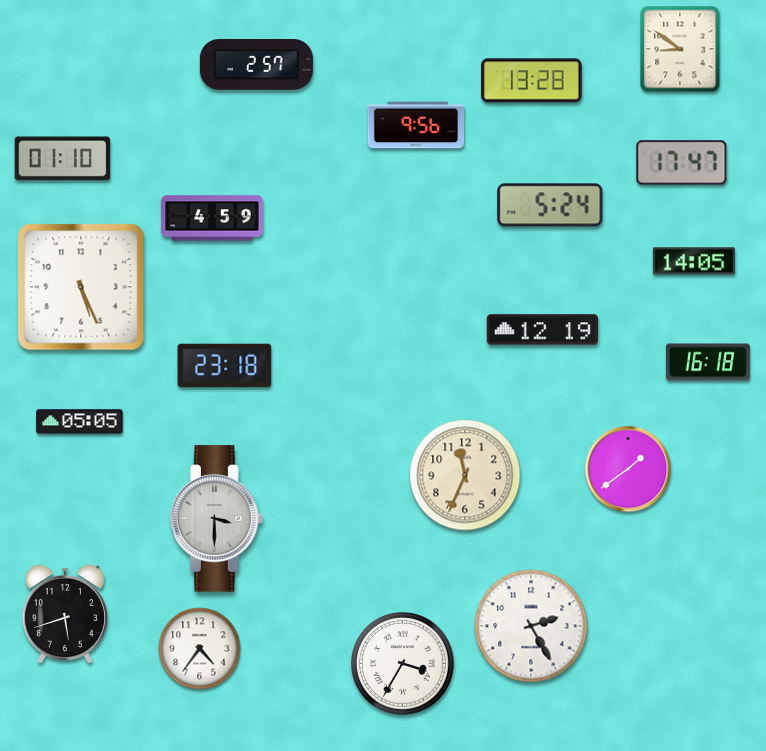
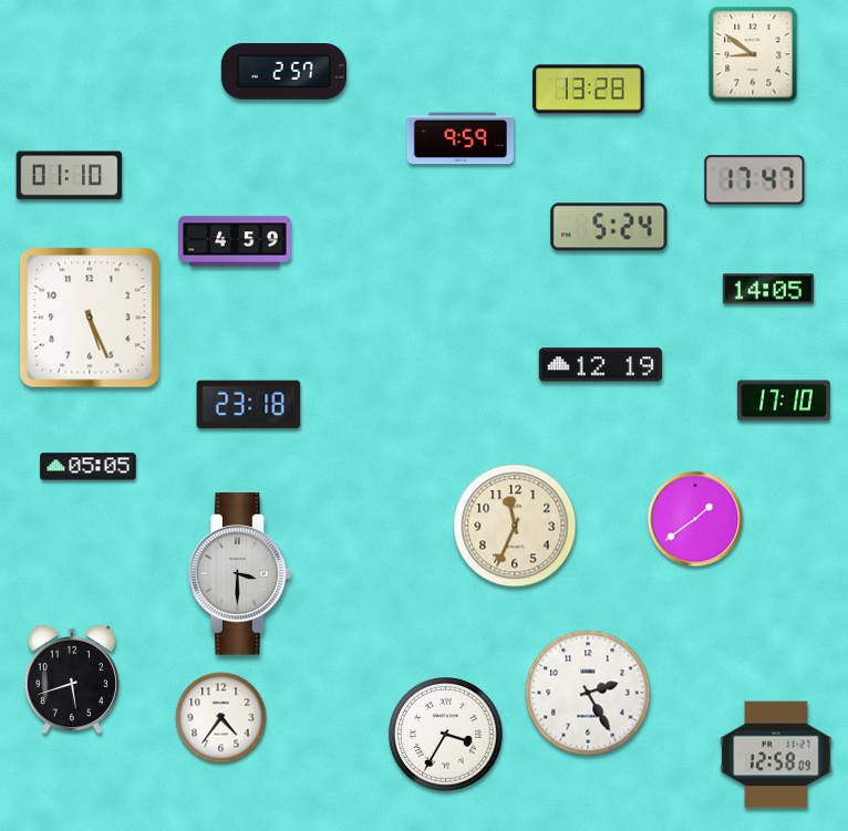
clock at (416, 125): 9:56 -> 9:59
clock at (708, 362): 16:18 -> 17:10
clock at (776, 755): none -> 12:58
